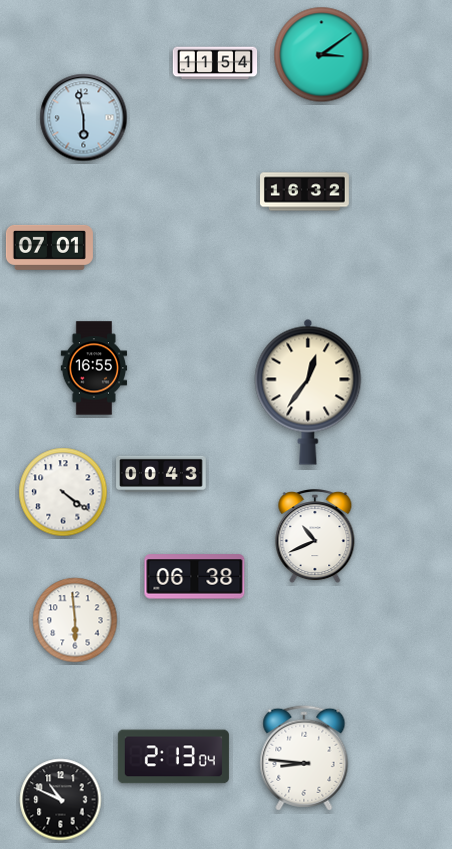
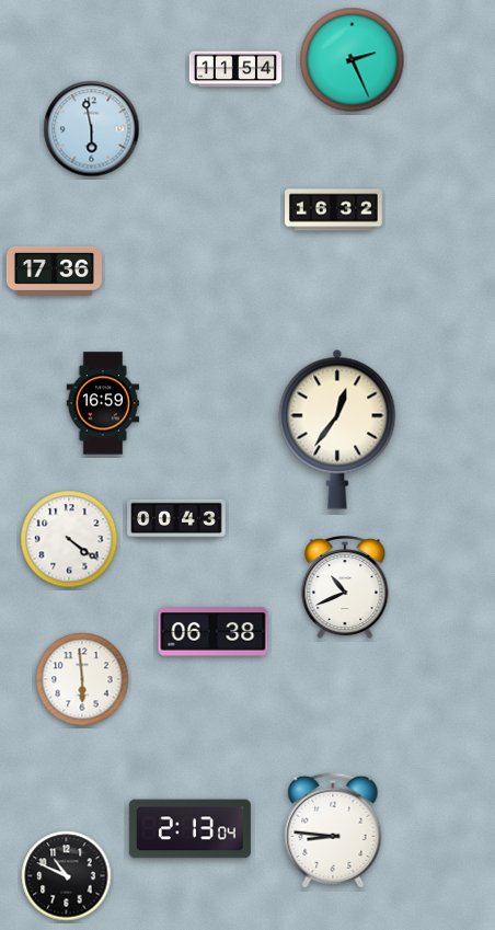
clock at (322, 55): 3:09 -> 2:26
clock at (49, 247): 07:01 -> 17:36
clock at (94, 368): 16:55 -> 16:59
